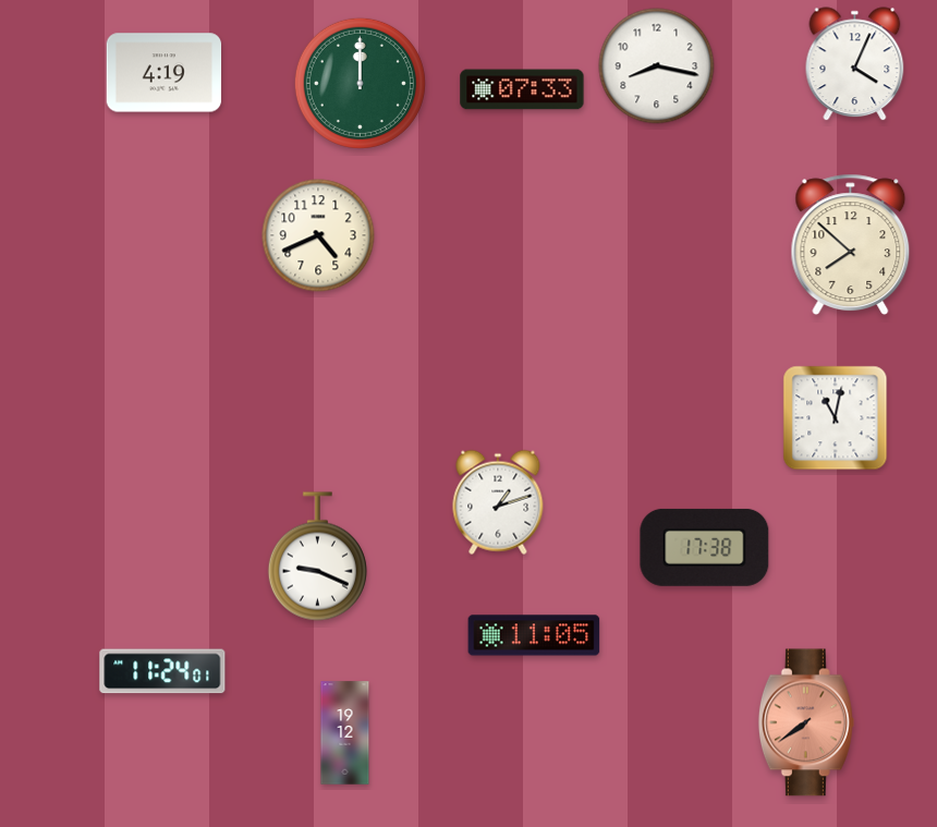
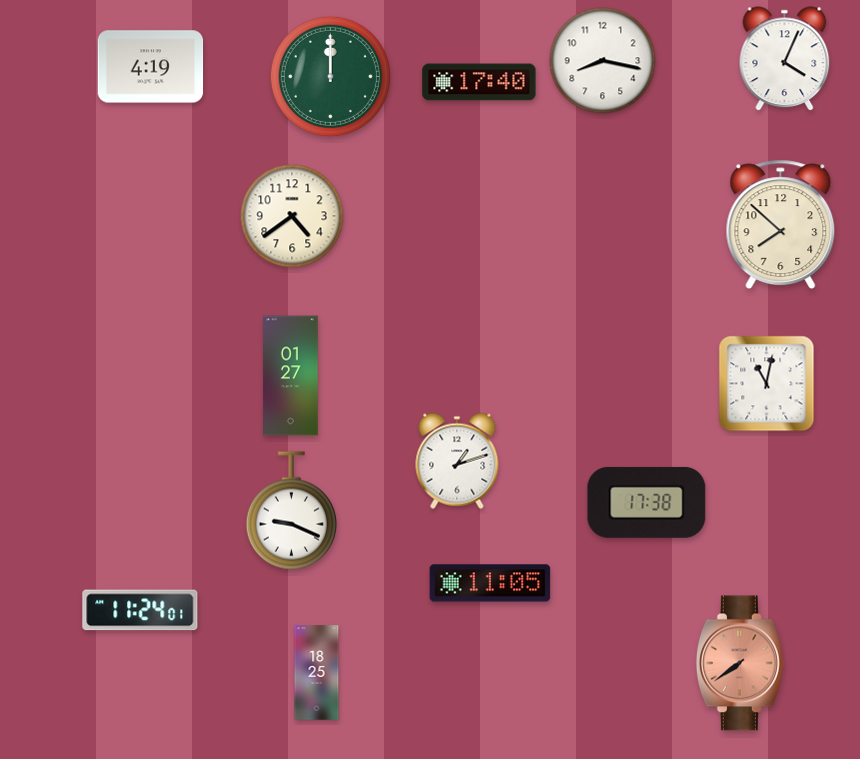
clock at (522, 89): 07:33 -> 17:40
clock at (318, 235): 4:41 -> 4:39
clock at (291, 376): none -> 01:27
clock at (162, 671) position: (162, 671) -> (140, 610)
clock at (345, 733): 19:12 -> 18:25
